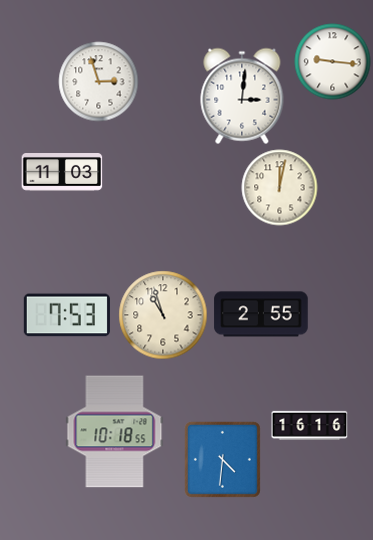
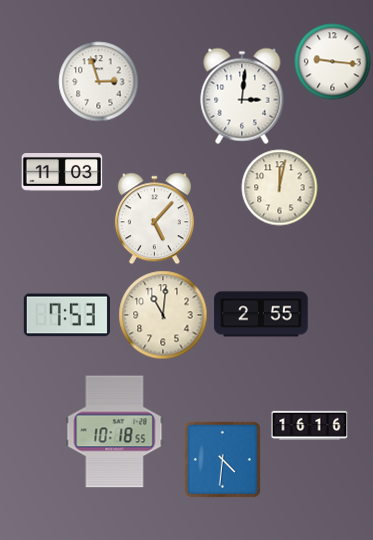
clock at (154, 219): none -> 5:07
clock at (163, 315): 10:57 -> 11:01
